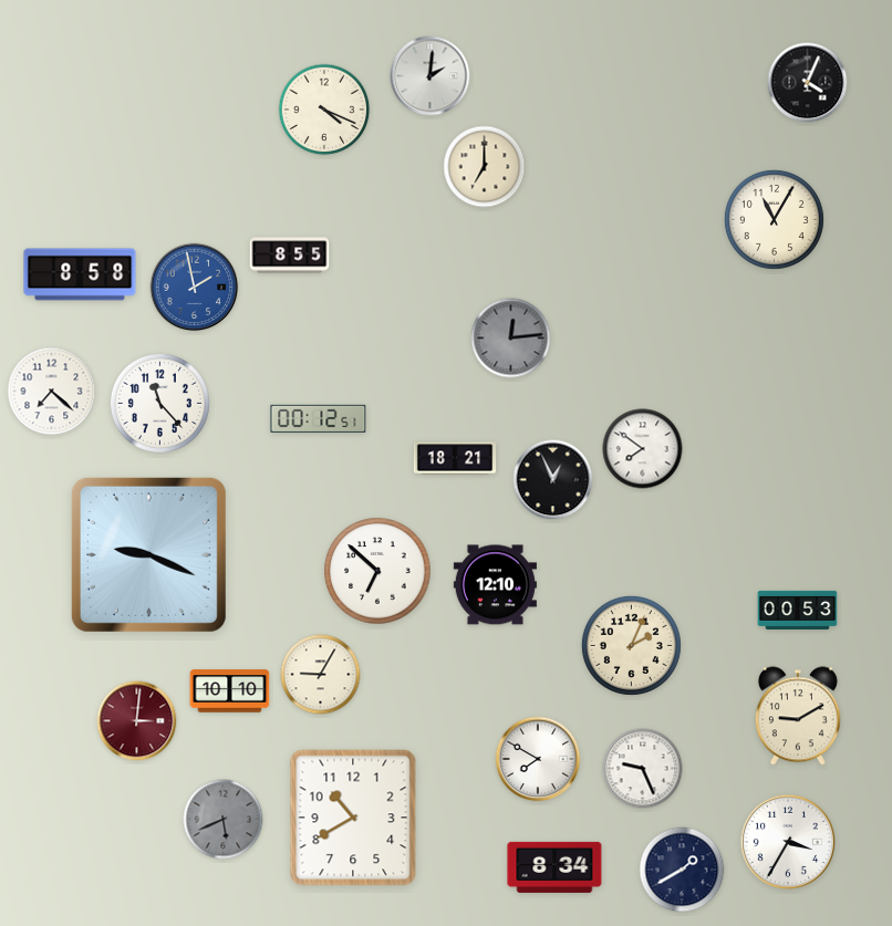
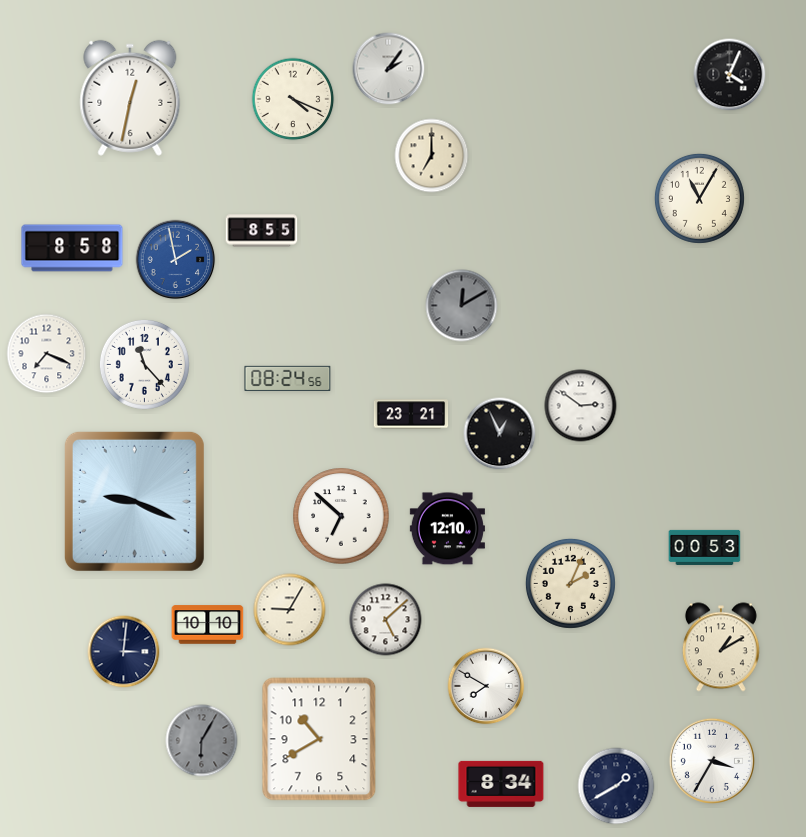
clock at (431, 76): 2:01 -> 2:06
clock at (130, 98): none -> 12:32
clock at (485, 167) position: (485, 167) -> (432, 156)
clock at (511, 339): 12:14 -> 12:10
clock at (52, 392): 7:22 -> 7:19
clock at (319, 418): 00:12 -> 08:24
clock at (643, 449): 7:51 -> 2:51
clock at (455, 458): 18:21 -> 23:21
clock at (798, 610) position: (798, 610) -> (705, 547)
clock at (386, 620): none -> 5:08
clock at (798, 716): 9:10 -> 1:10
clock at (137, 721) dial: burgundy -> navy
clock at (643, 769): 9:26 -> none
clock at (224, 820): 5:41 -> 6:05
